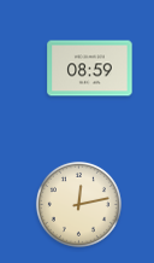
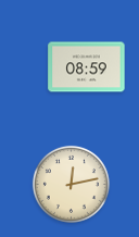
clock at (90, 69) position: (90, 69) -> (87, 67)
